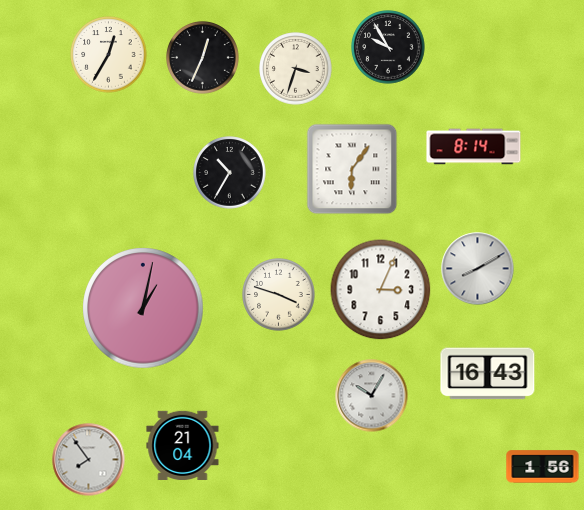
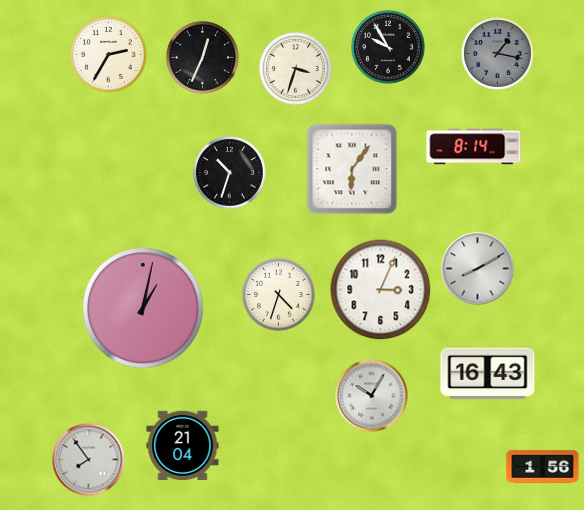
clock at (498, 54): none -> 1:17
clock at (109, 55): 12:35 -> 2:35
clock at (230, 173): 10:35 -> 10:33
clock at (279, 295): 3:48 -> 4:33
